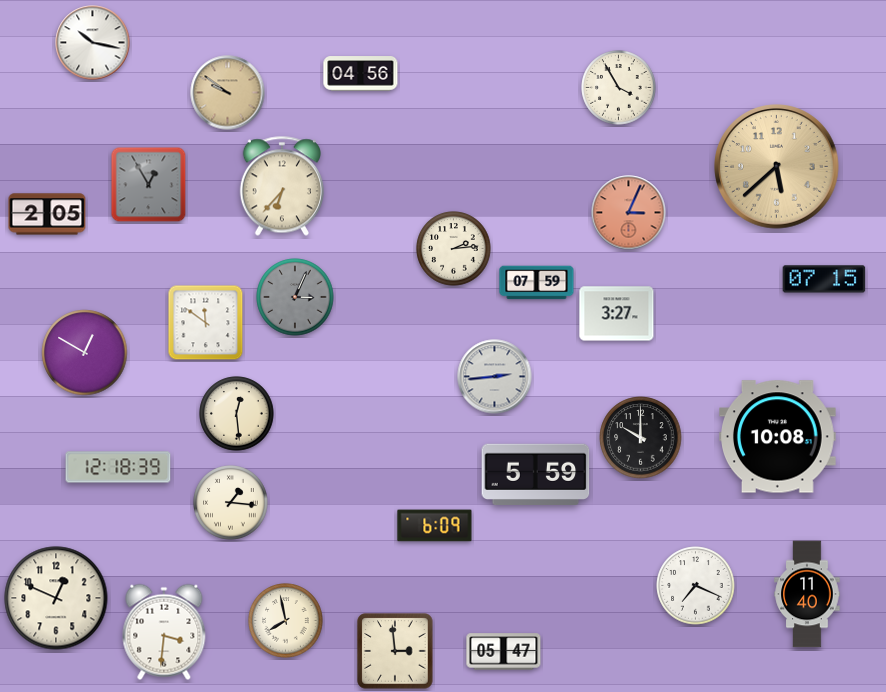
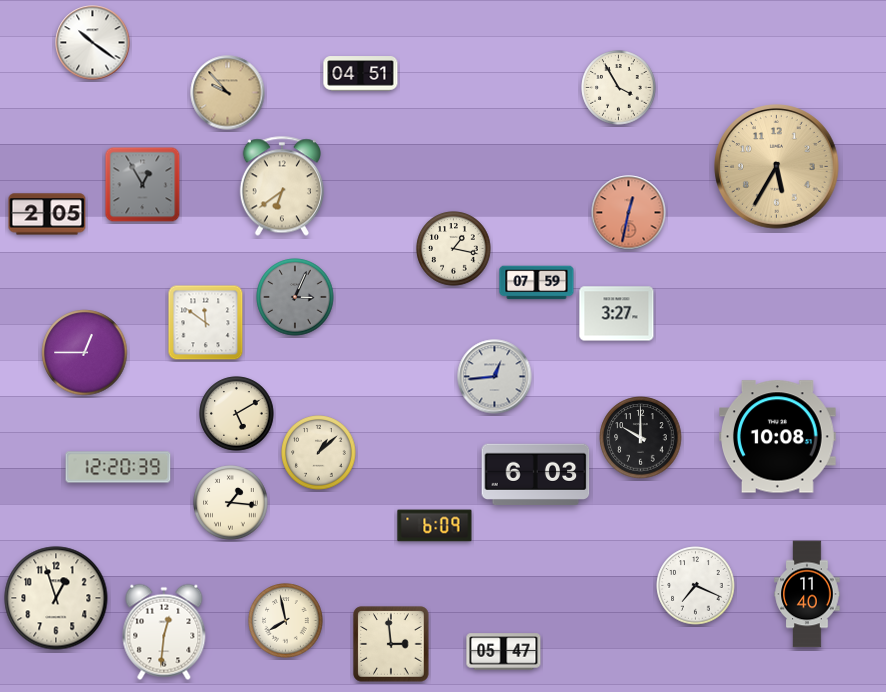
clock at (93, 43): 10:17 -> 10:21
clock at (361, 74): 04:56 -> 04:51
clock at (228, 93): 9:51 -> 9:53
clock at (777, 167): 5:38 -> 5:35
clock at (149, 185) position: (149, 185) -> (143, 185)
clock at (282, 186): 6:37 -> 6:39
clock at (629, 213): 3:04 -> 12:32
clock at (454, 249): 2:14 -> 1:17
clock at (824, 279): 07:15 -> none
clock at (85, 353): 12:50 -> 12:45
clock at (495, 377): 2:44 -> 12:44
clock at (237, 414): 12:29 -> 5:10
clock at (319, 453): none -> 1:08
clock at (118, 467): 12:18 -> 12:20
clock at (536, 474): 5:59 -> 6:03
clock at (56, 598): 12:49 -> 12:57
clock at (164, 632): 3:31 -> 12:31
clock at (395, 651) position: (395, 651) -> (391, 644)
